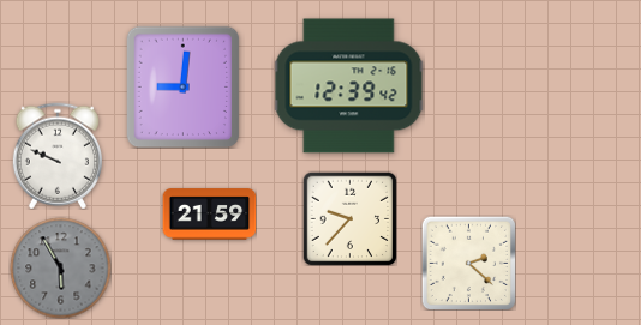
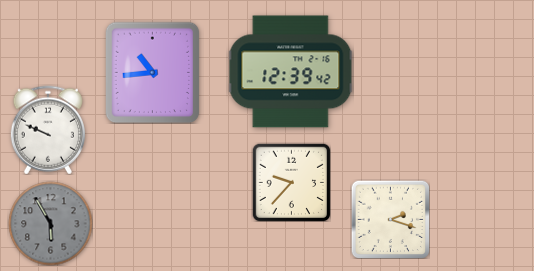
clock at (184, 86): 9:01 -> 10:44
clock at (209, 215): 21:59 -> none
clock at (468, 263): 2:22 -> 2:18
